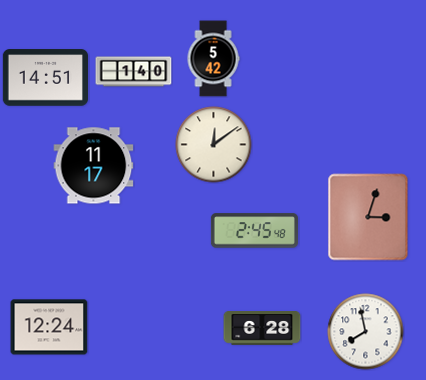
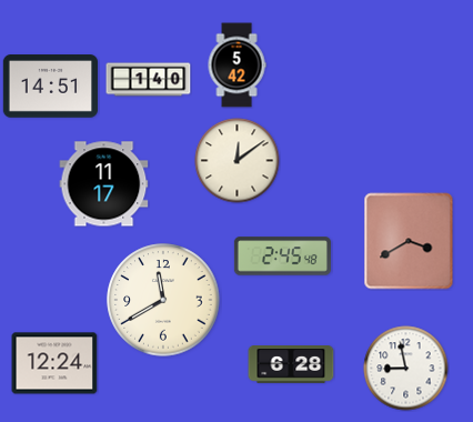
clock at (368, 217): 3:03 -> 3:40
clock at (163, 300): none -> 11:40
clock at (366, 332): 7:58 -> 8:58
